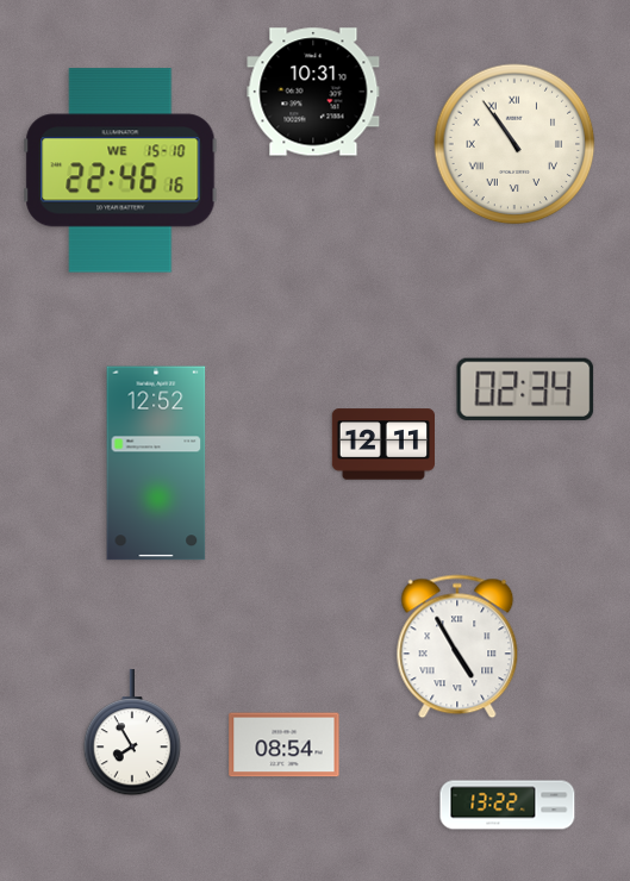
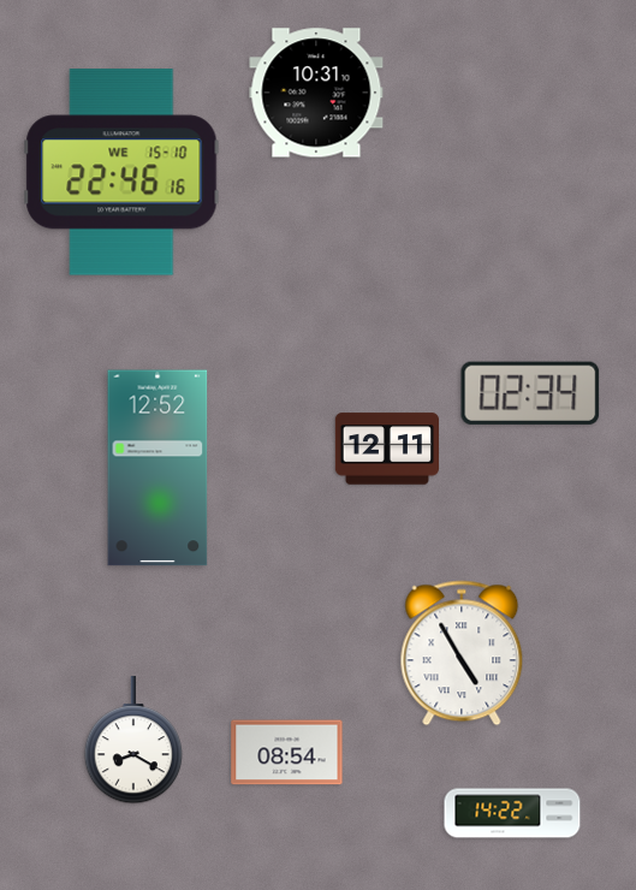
clock at (514, 144): 10:54 -> none
clock at (131, 733): 7:55 -> 8:20
clock at (507, 805): 13:22 -> 14:22
